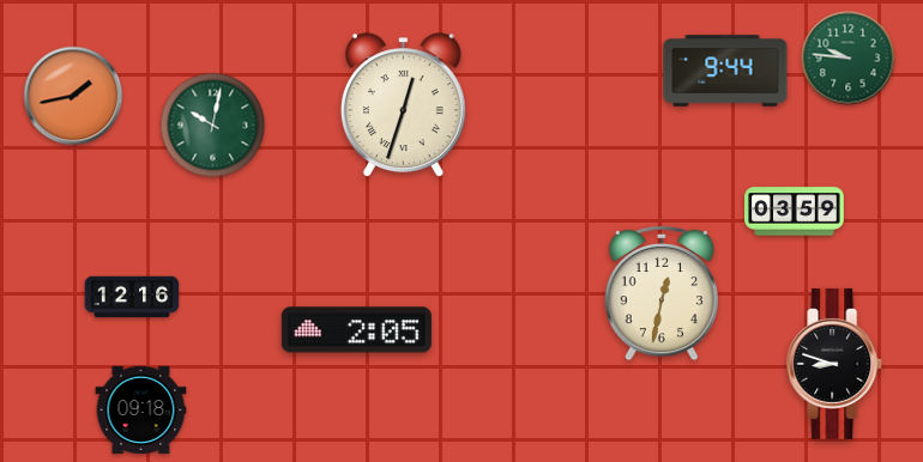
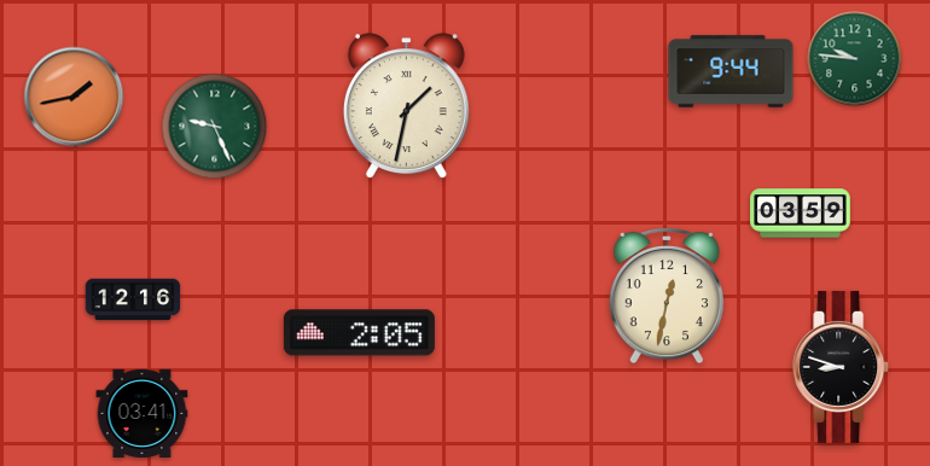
clock at (403, 105): 12:33 -> 1:32
clock at (213, 126): 10:02 -> 9:26
clock at (141, 409): 09:18 -> 03:41
